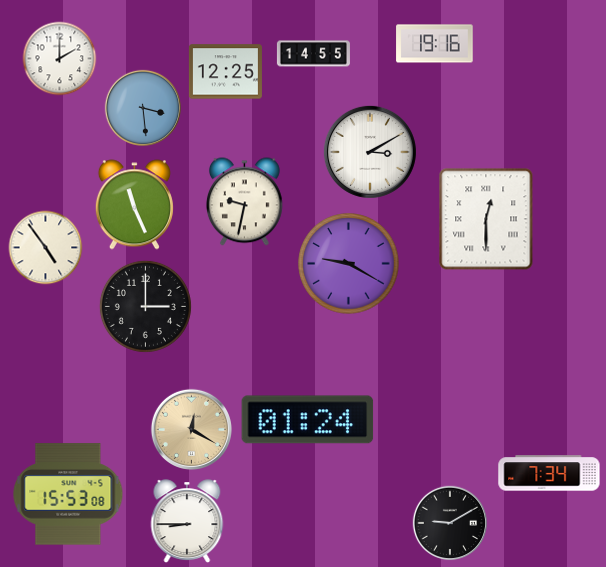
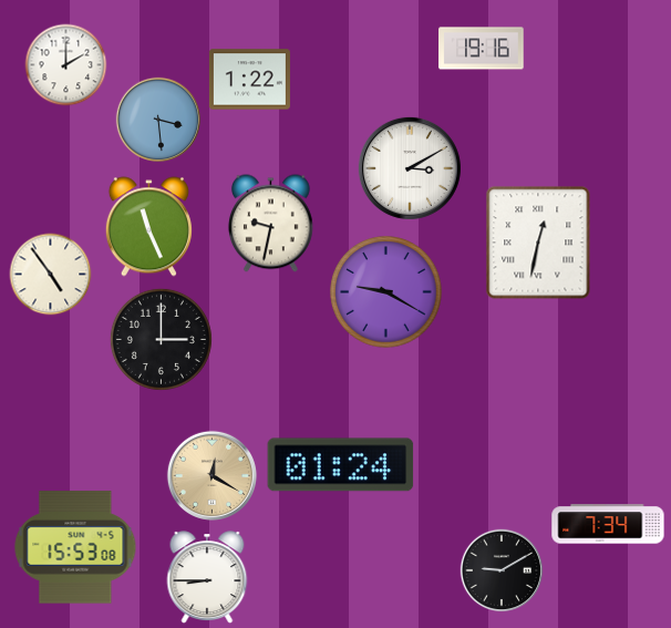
clock at (313, 54): 14:55 -> none
clock at (225, 72): 12:25 -> 1:22
clock at (486, 219): 12:30 -> 12:32
clock at (450, 523) position: (450, 523) -> (502, 570)
